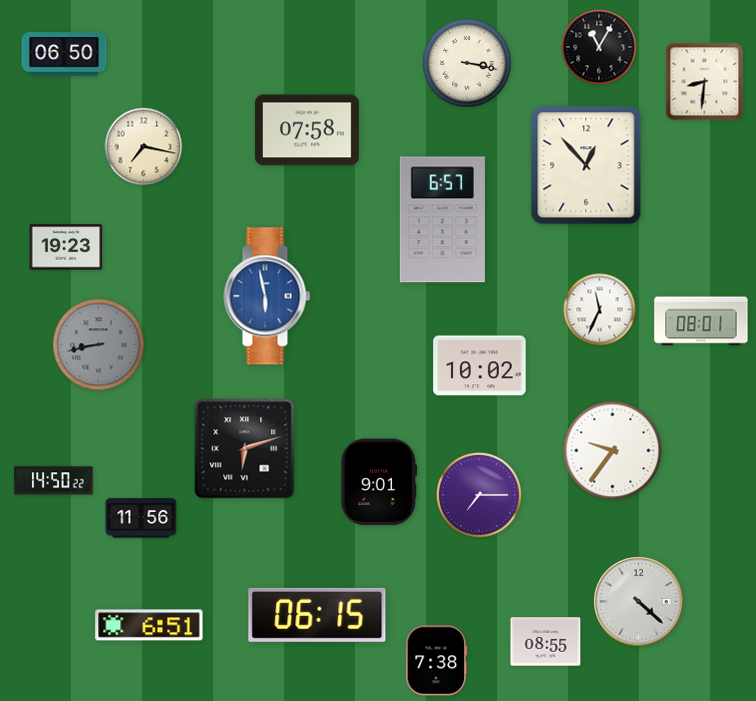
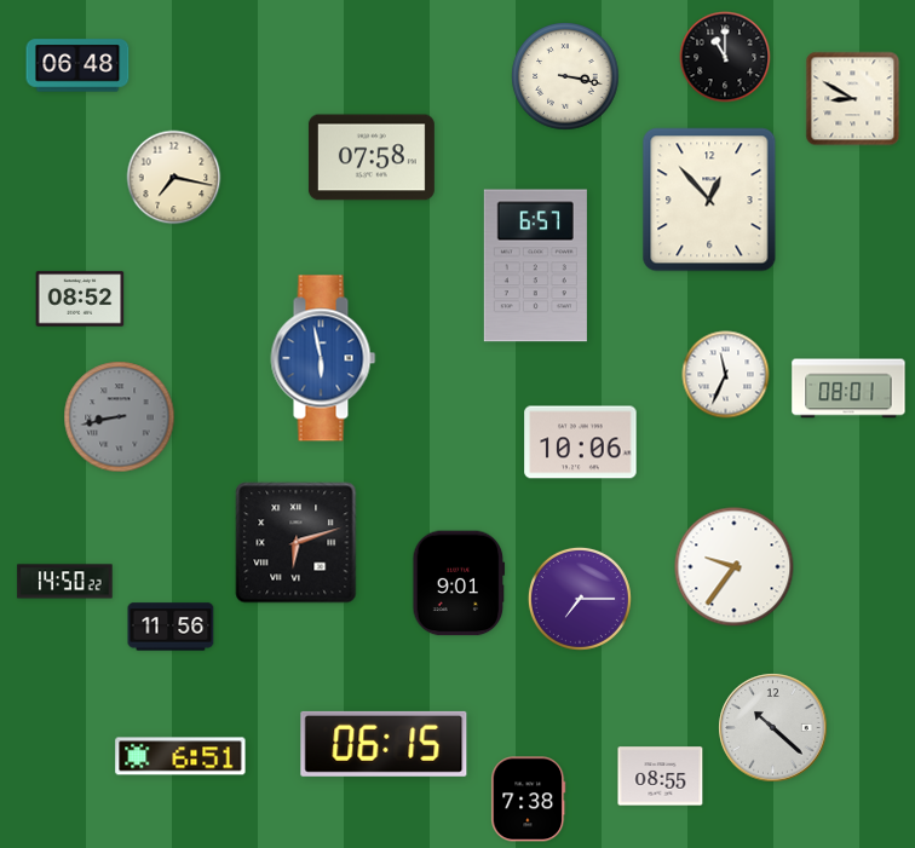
clock at (599, 47): 11:05 -> 11:00
clock at (64, 54): 06:50 -> 06:48
clock at (705, 82): 8:31 -> 8:50
clock at (66, 247): 19:23 -> 08:52
clock at (480, 366): 10:02 -> 10:06
clock at (613, 451) position: (613, 451) -> (735, 567)
clock at (639, 602): 4:22 -> 10:22
